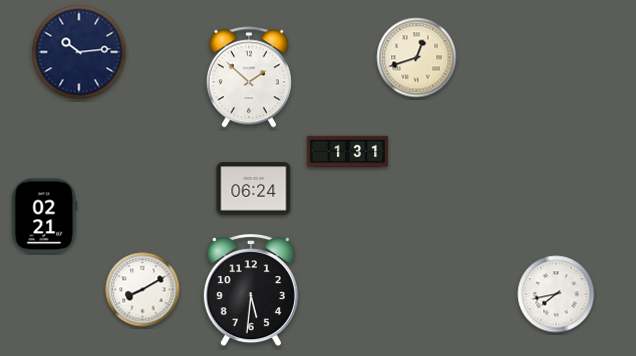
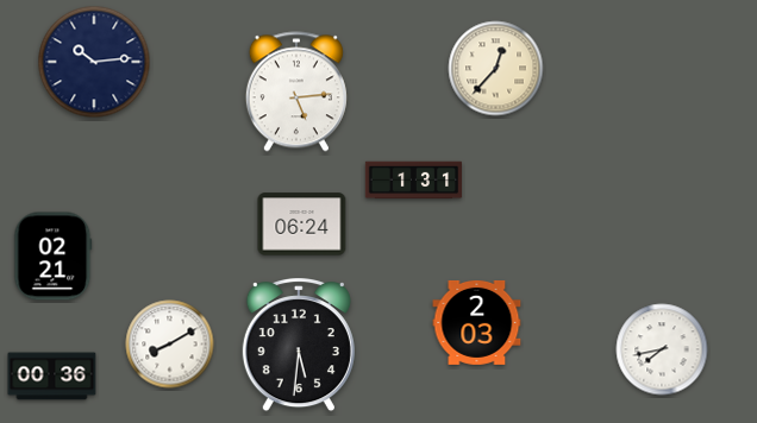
clock at (417, 58): 12:42 -> 12:37
clock at (249, 77): 1:52 -> 5:14
clock at (477, 322): none -> 2:03
clock at (52, 377): none -> 00:36
